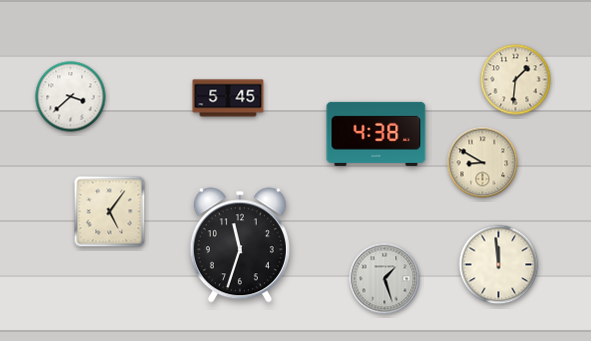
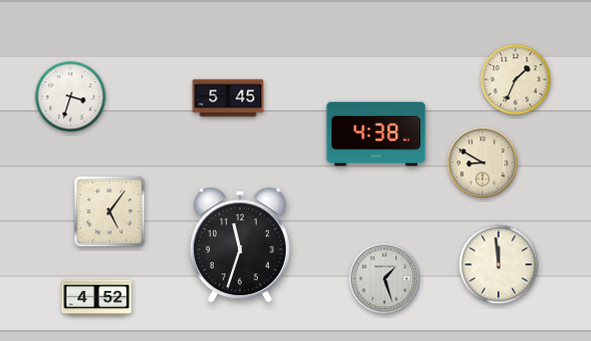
clock at (516, 80): 1:31 -> 1:34
clock at (71, 97): 3:38 -> 3:33
clock at (97, 298): none -> 4:52
